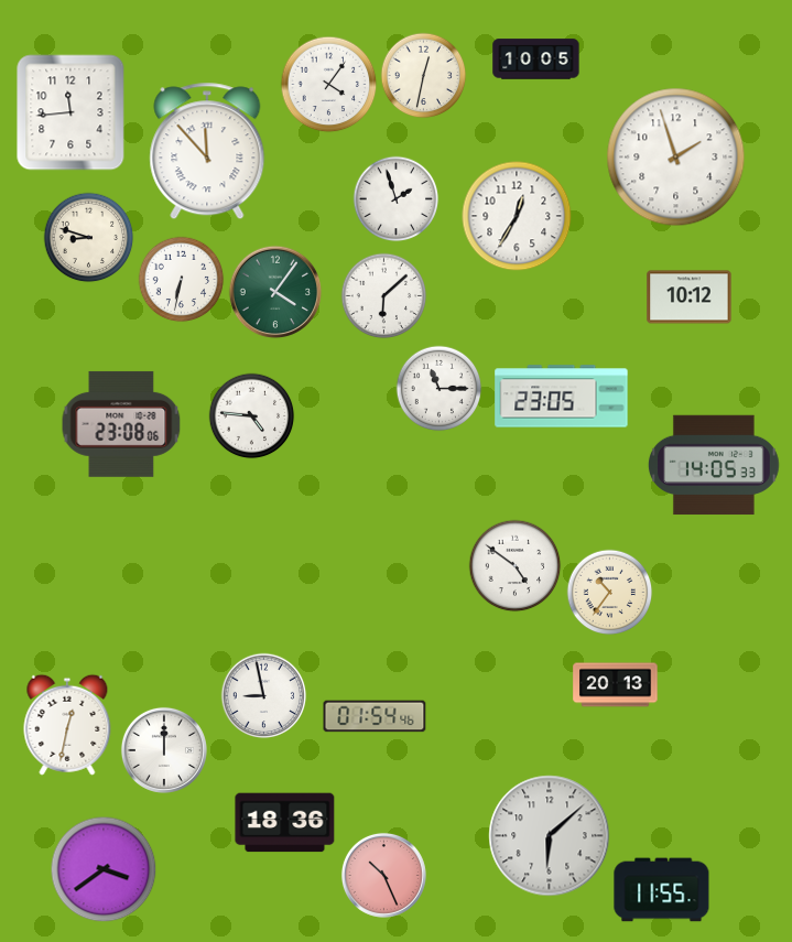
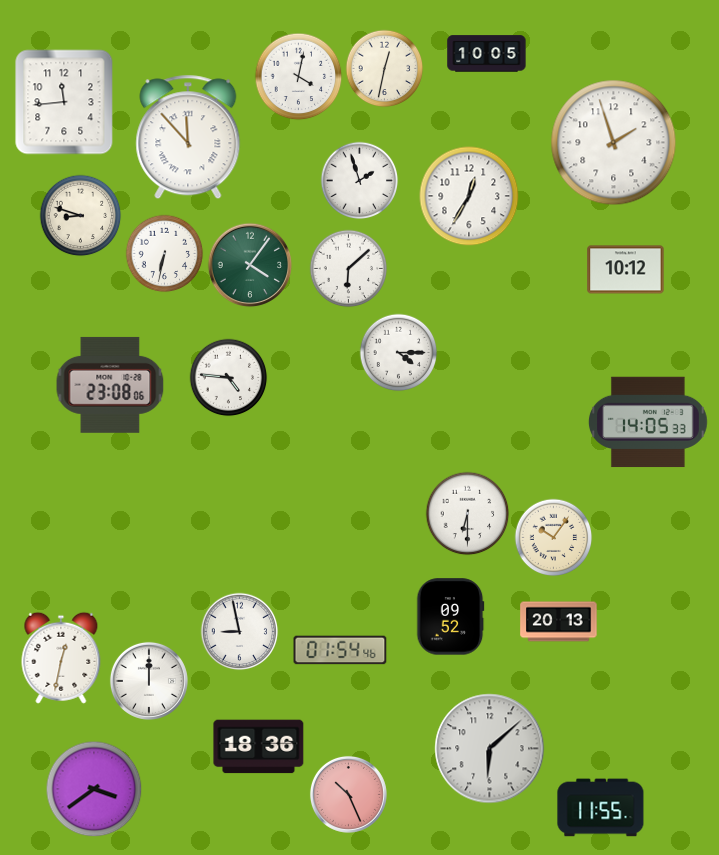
clock at (328, 84): 4:06 -> 4:02
clock at (438, 388): 11:15 -> 4:15
clock at (562, 397): 23:05 -> none
clock at (514, 565): 4:51 -> 6:30
clock at (609, 592): 10:36 -> 10:06
clock at (450, 617): none -> 09:52
clock at (550, 836) position: (550, 836) -> (490, 749)
